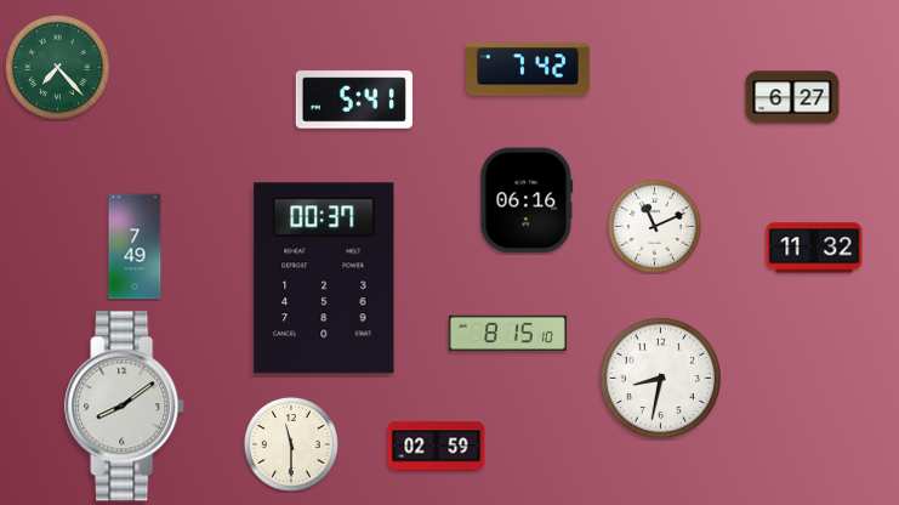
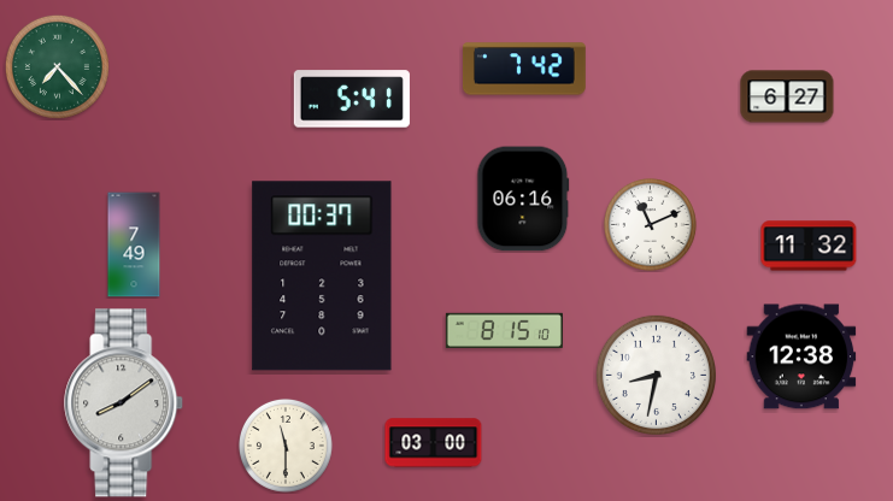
clock at (801, 356): none -> 12:38
clock at (291, 444) position: (291, 444) -> (286, 446)
clock at (437, 447): 02:59 -> 03:00
